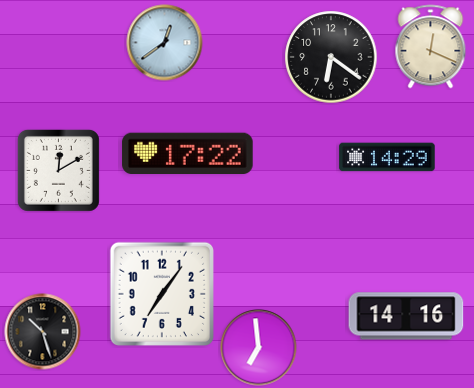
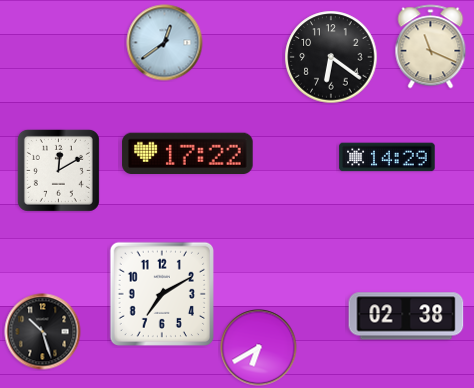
clock at (431, 47): 12:19 -> 11:19
clock at (161, 293): 7:06 -> 7:10
clock at (406, 316): 14:16 -> 02:38
clock at (259, 348): 6:59 -> 6:40
